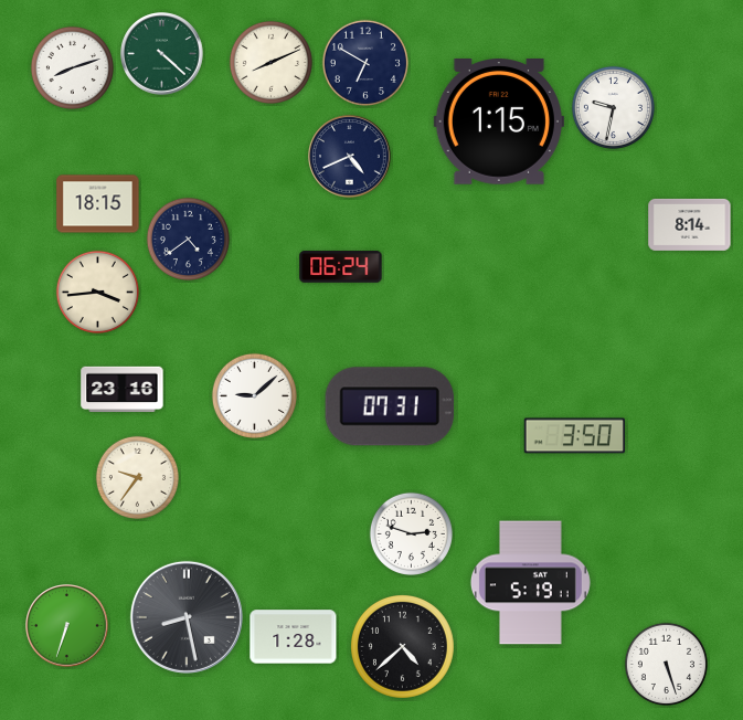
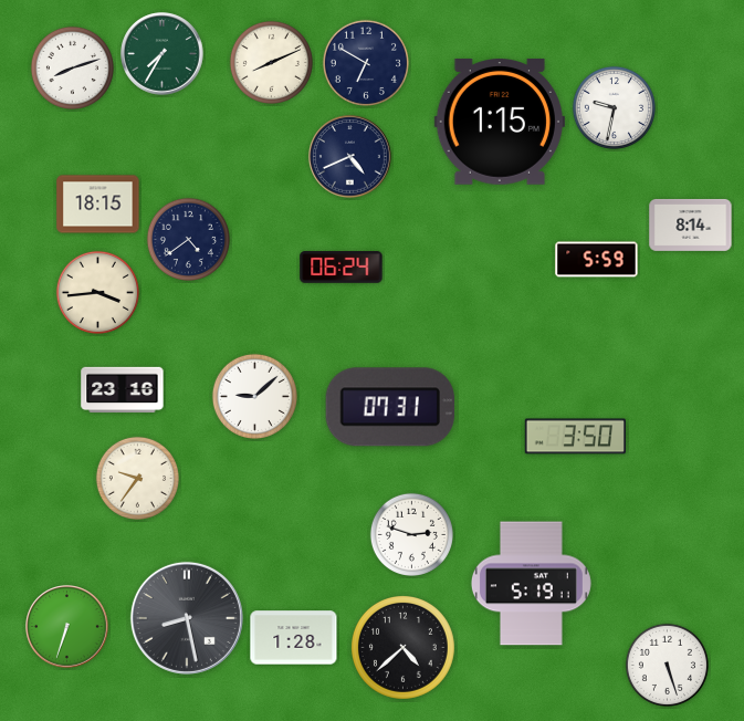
clock at (162, 54): 4:22 -> 7:35
clock at (597, 260): none -> 5:59
